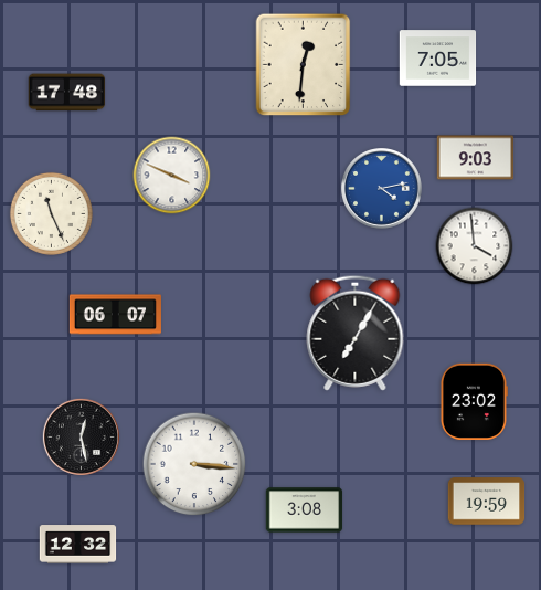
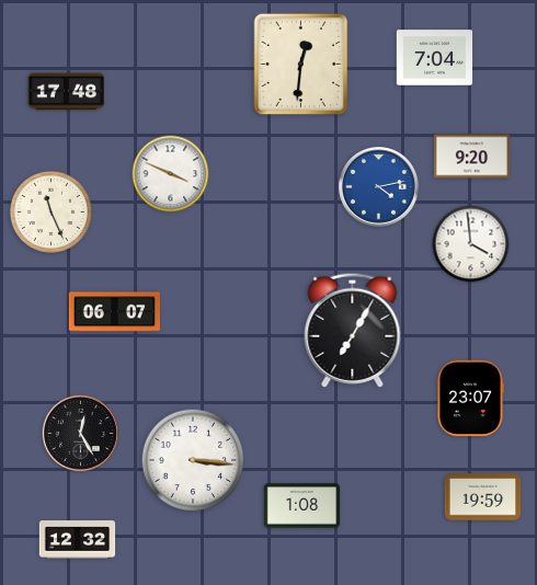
clock at (438, 59): 7:05 -> 7:04
clock at (476, 158): 9:03 -> 9:20
clock at (474, 402): 23:02 -> 23:07
clock at (81, 436): 12:28 -> 12:25
clock at (305, 510): 3:08 -> 1:08
